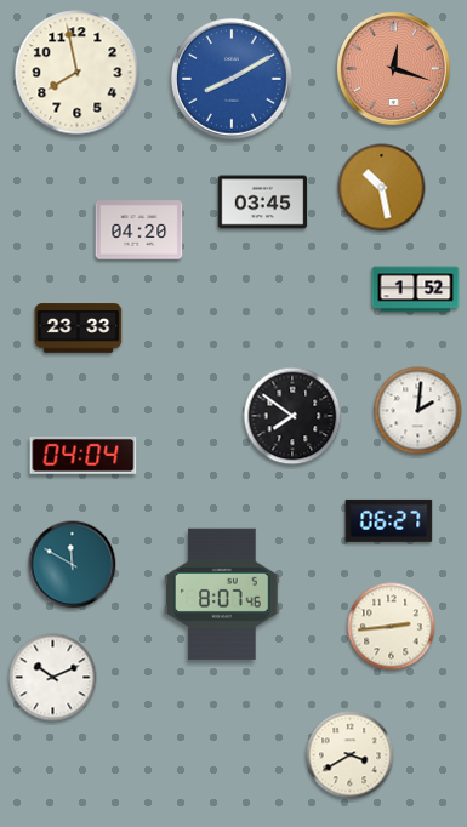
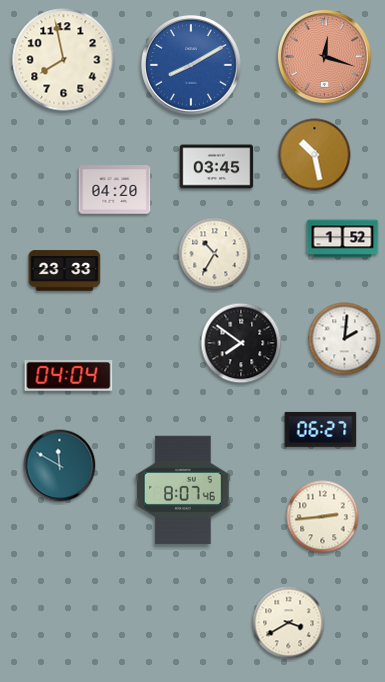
clock at (215, 254): none -> 10:35
clock at (53, 678): 10:11 -> none
